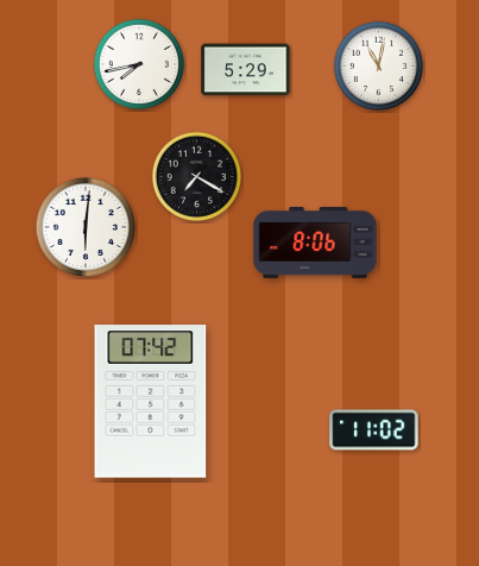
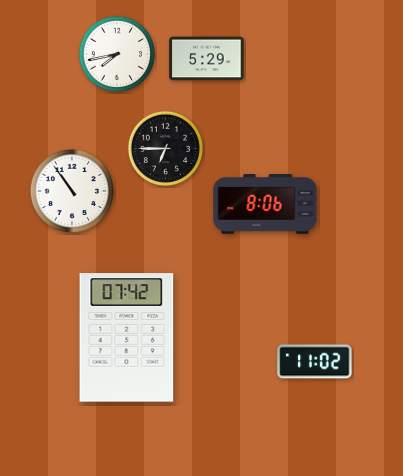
clock at (378, 65): 11:02 -> none
clock at (196, 176): 7:20 -> 6:45
clock at (86, 227): 6:01 -> 10:54
